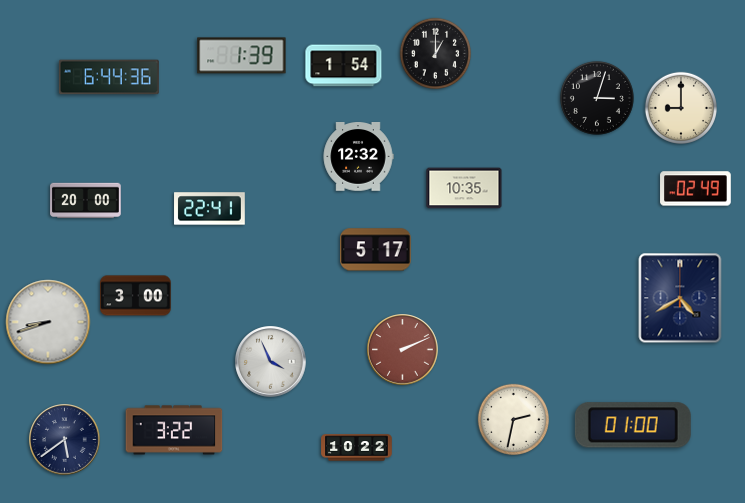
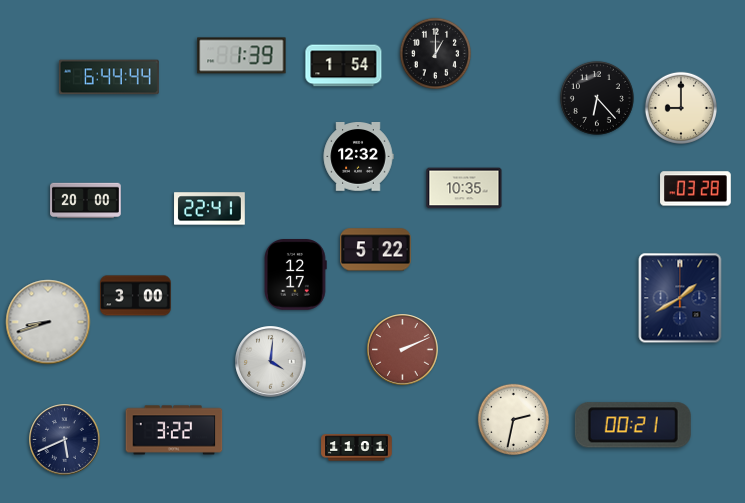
clock at (109, 77): 6:44:36 -> 6:44:44
clock at (597, 98): 3:03 -> 6:23
clock at (696, 189): 02:49 -> 03:28
clock at (376, 250): 5:17 -> 5:22
clock at (296, 275): none -> 12:17
clock at (680, 298): 4:40 -> 1:40
clock at (271, 362): 3:56 -> 4:01
clock at (633, 425): 01:00 -> 00:21
clock at (65, 440): 5:39 -> 5:41
clock at (357, 448): 10:22 -> 11:01
